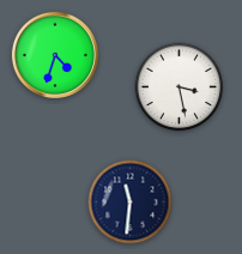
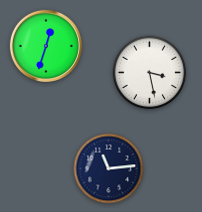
clock at (55, 55): 4:33 -> 12:33
clock at (131, 202): 11:31 -> 11:14
